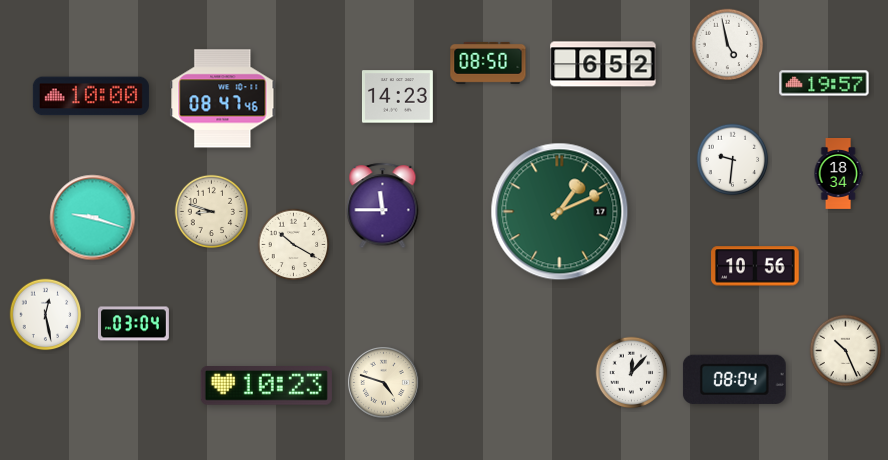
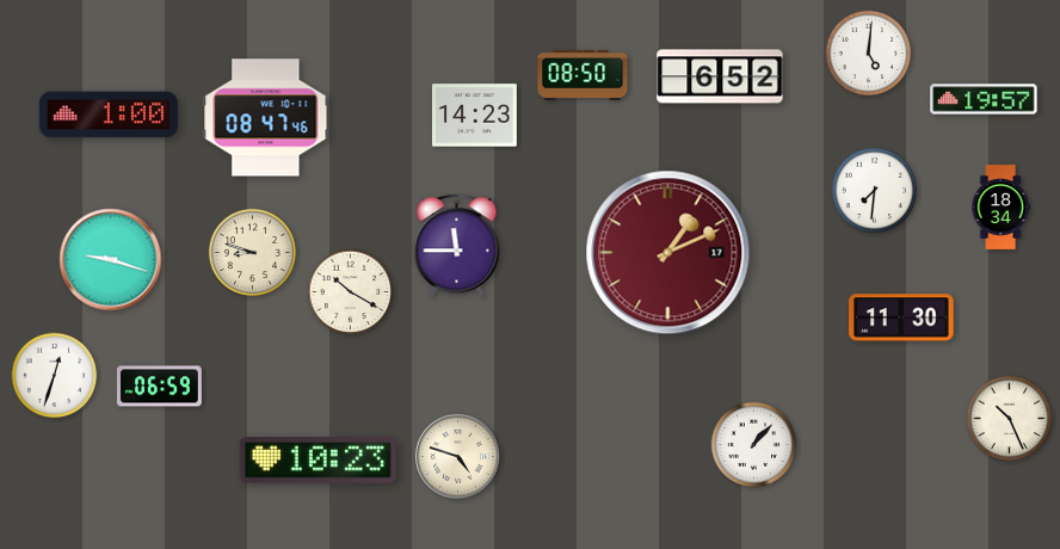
clock at (728, 45): 4:58 -> 5:01
clock at (91, 96): 10:00 -> 1:00
clock at (733, 160): 9:31 -> 7:31
clock at (560, 212) dial: green -> burgundy
clock at (755, 266): 10:56 -> 11:30
clock at (46, 315): 12:28 -> 12:33
clock at (133, 324): 03:04 -> 06:59
clock at (632, 373): 12:07 -> 1:07
clock at (734, 379): 08:04 -> none
